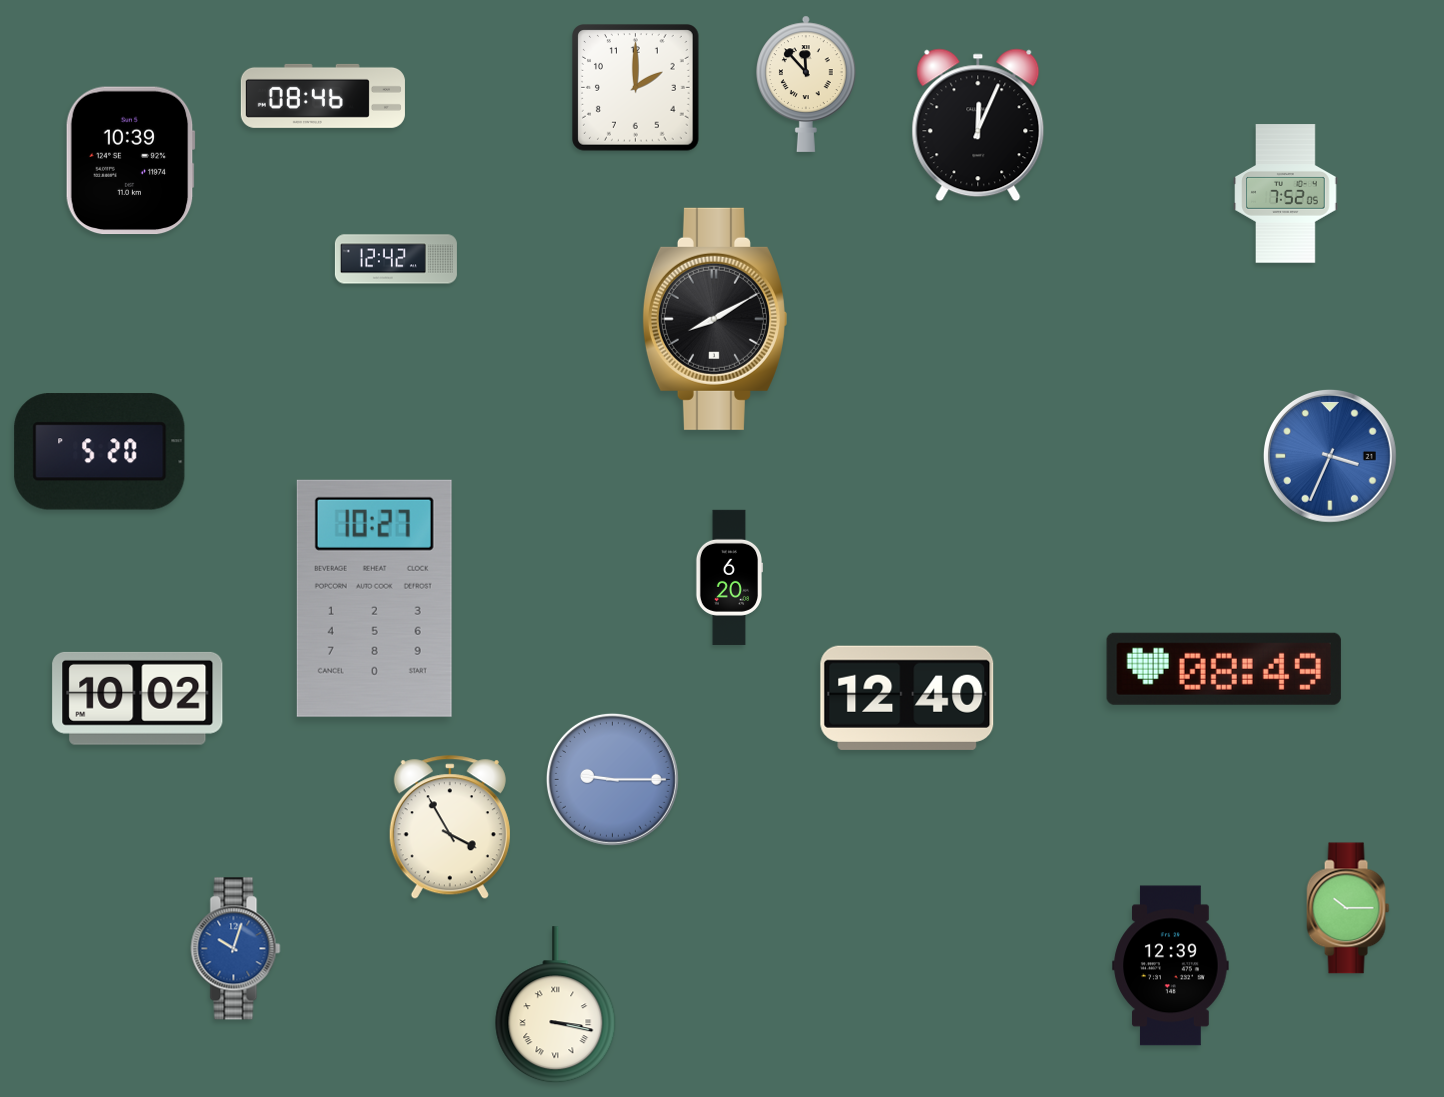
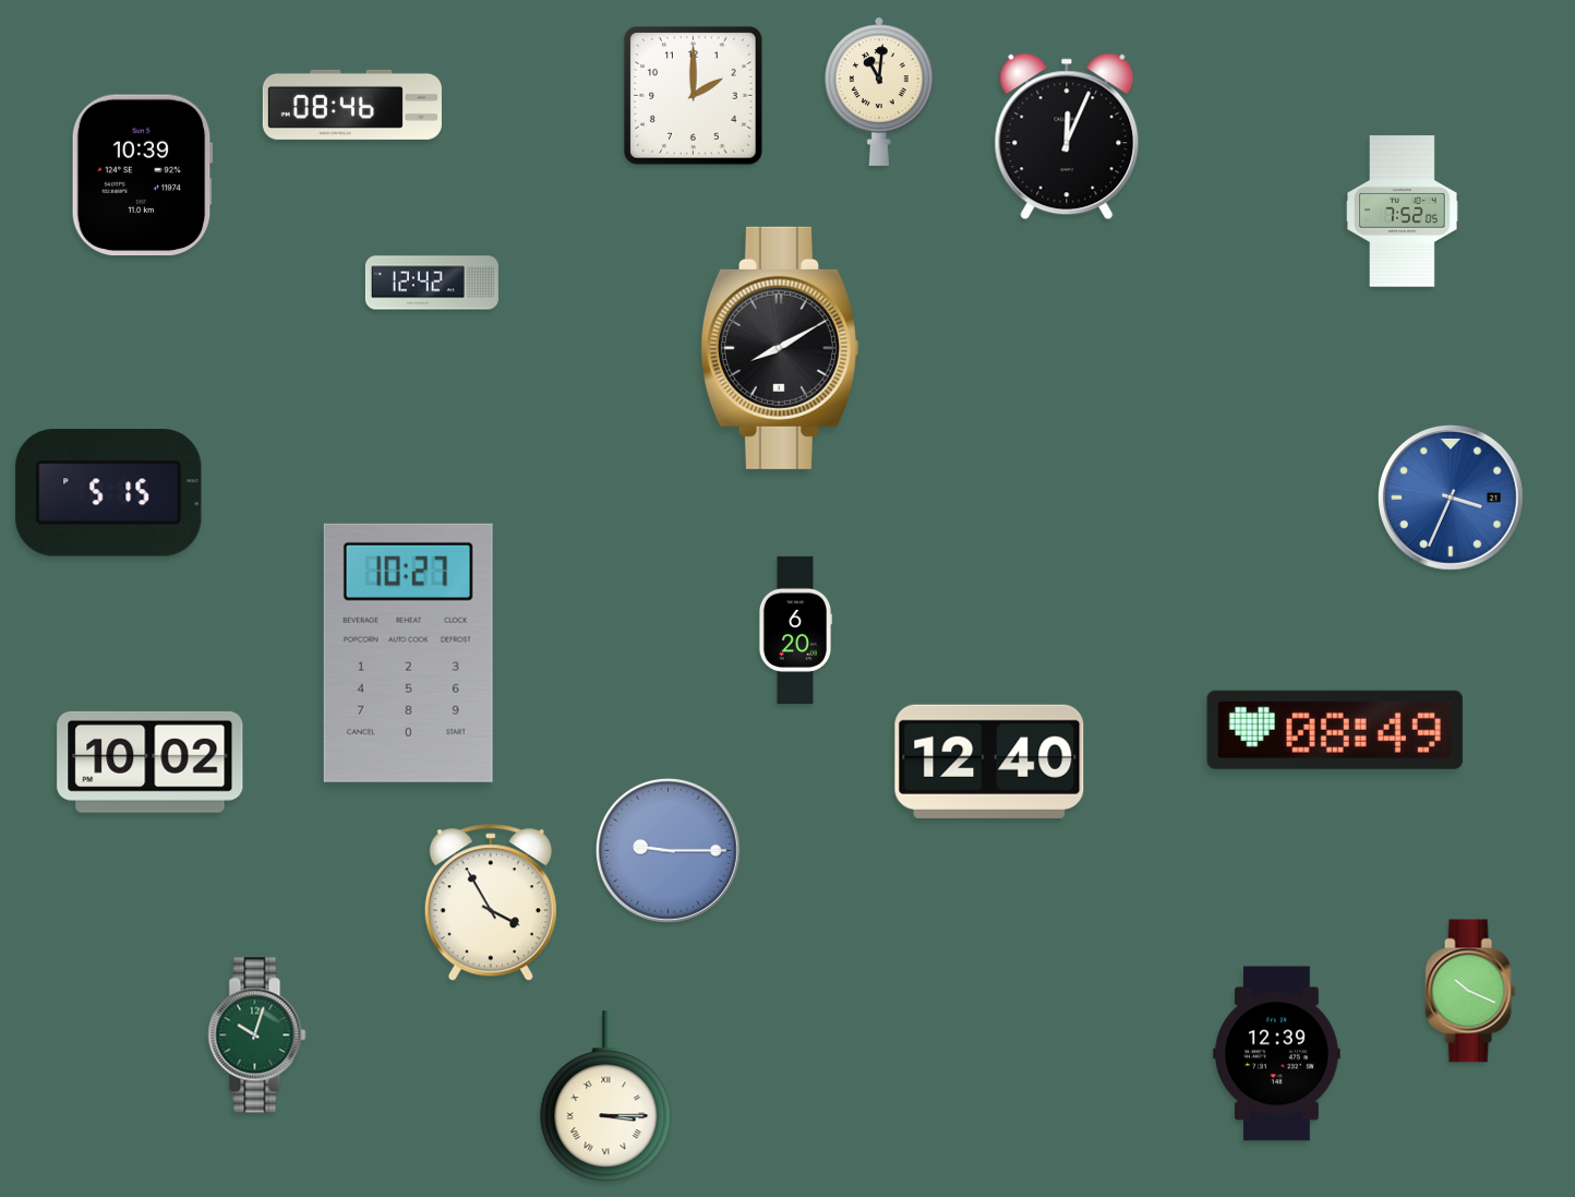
clock at (807, 84): 11:53 -> 11:01
clock at (100, 452): 5:20 -> 5:15
clock at (1348, 908): 10:15 -> 10:19
clock at (236, 949) dial: blue -> green
clock at (556, 1005): 3:17 -> 3:15
